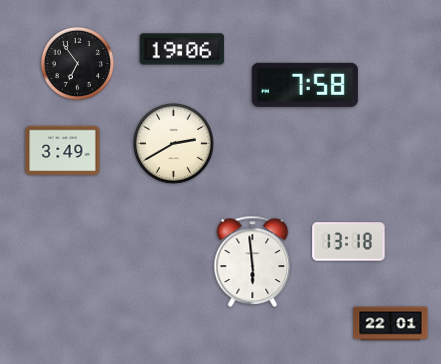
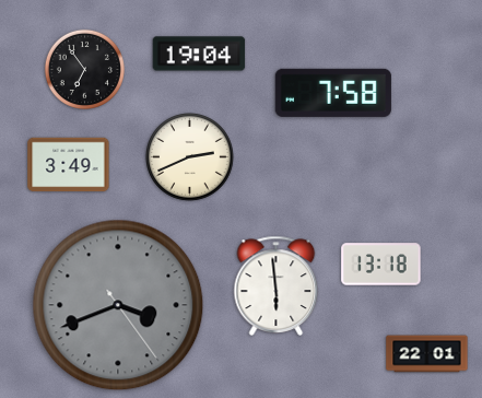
clock at (182, 49): 19:06 -> 19:04
clock at (174, 144): 2:40 -> 2:41
clock at (118, 305): none -> 3:41
